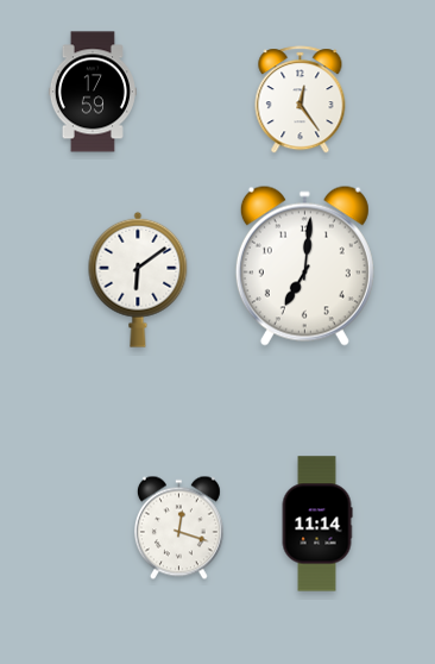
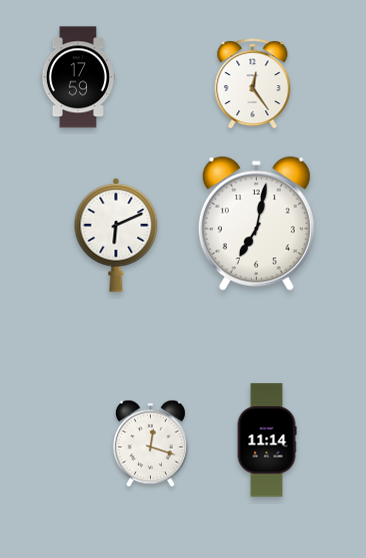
clock at (304, 265): 7:01 -> 7:02
clock at (138, 280): 6:09 -> 6:11
